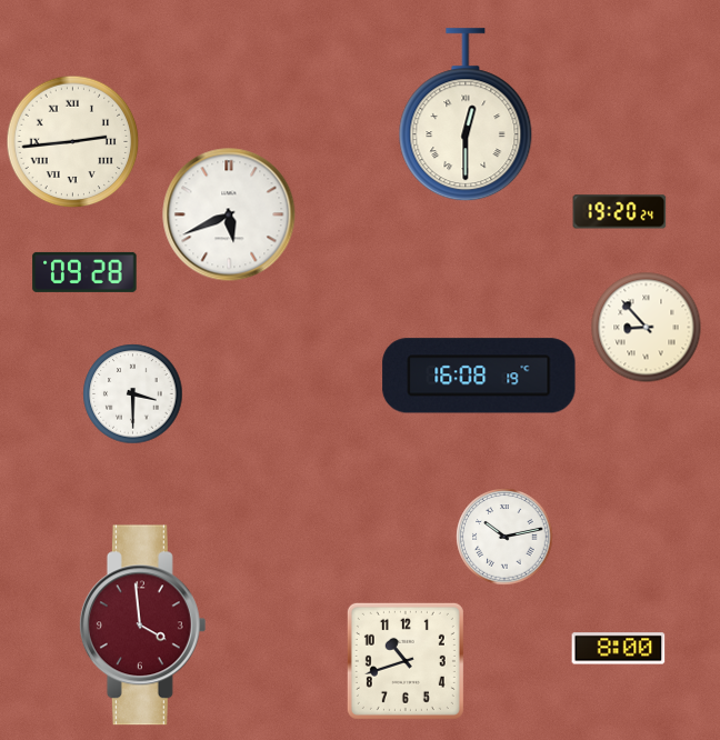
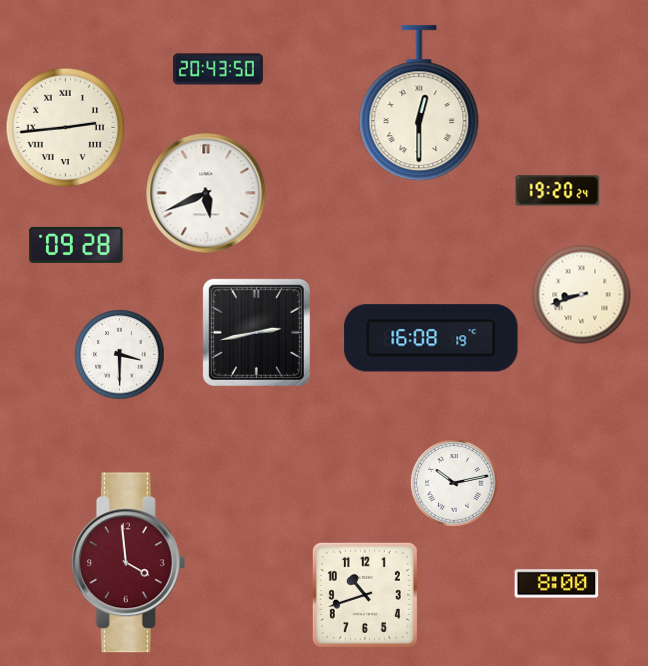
clock at (218, 69): none -> 20:43
clock at (647, 328): 8:53 -> 8:42
clock at (256, 332): none -> 2:43
